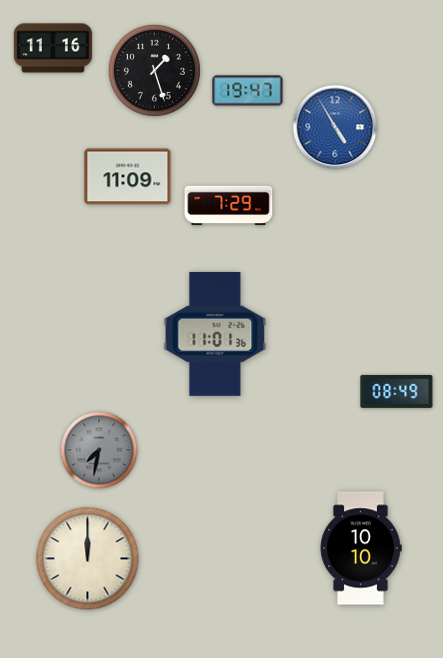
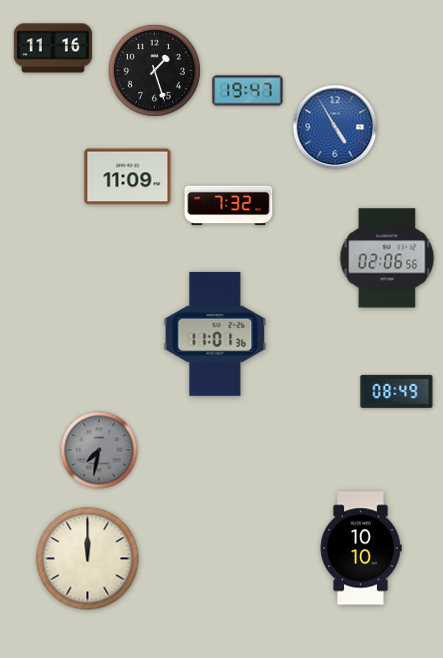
clock at (229, 206): 7:29 -> 7:32
clock at (387, 258): none -> 02:06
